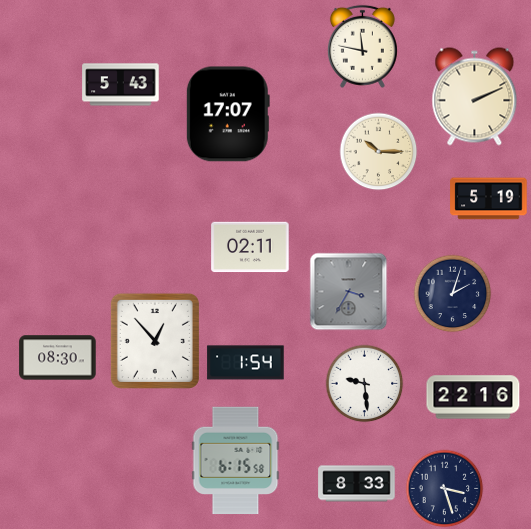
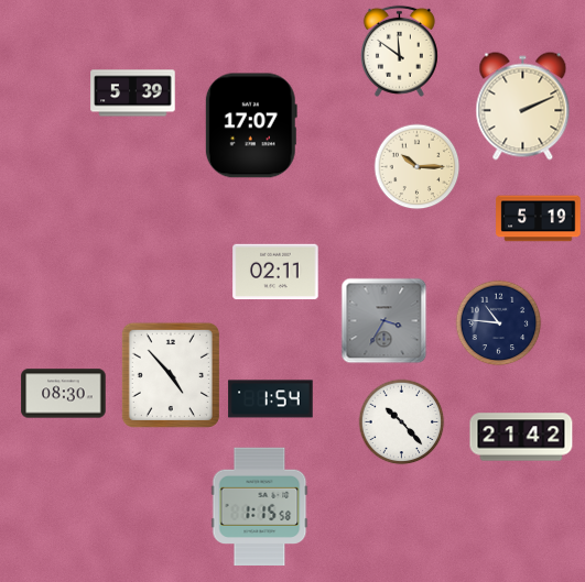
clock at (362, 46): 11:47 -> 11:51
clock at (121, 85): 5:43 -> 5:39
clock at (452, 293): 2:03 -> 10:46
clock at (155, 341): 12:53 -> 4:53
clock at (364, 383): 9:29 -> 10:23
clock at (473, 397): 22:16 -> 21:42
clock at (236, 461): 6:15 -> 1:15
clock at (357, 484): 8:33 -> none
clock at (444, 488): 3:27 -> none
